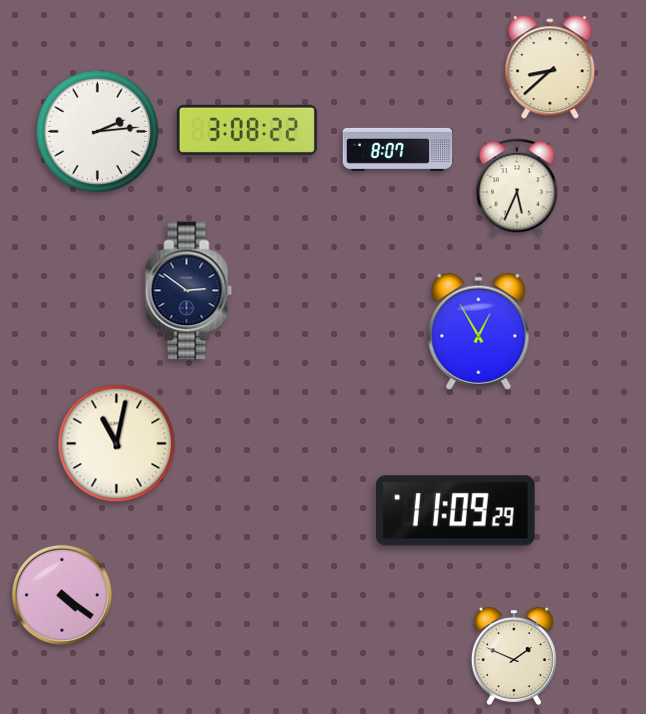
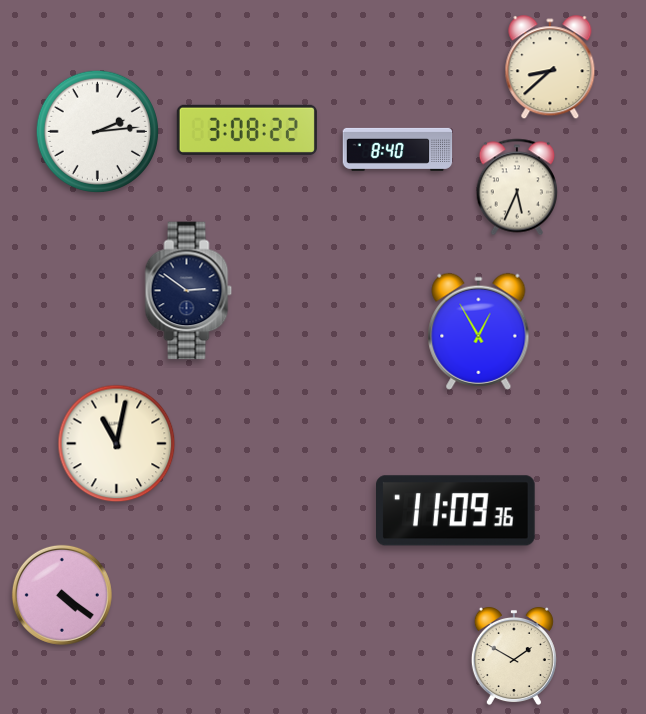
clock at (398, 149): 8:07 -> 8:40
clock at (456, 511): 11:09:29 -> 11:09:36
clock at (514, 656): 1:49 -> 1:50
